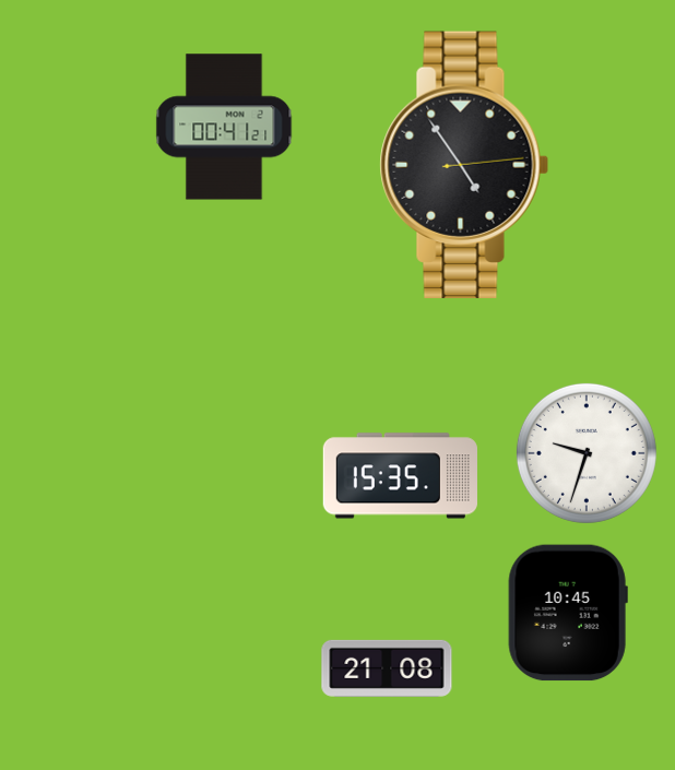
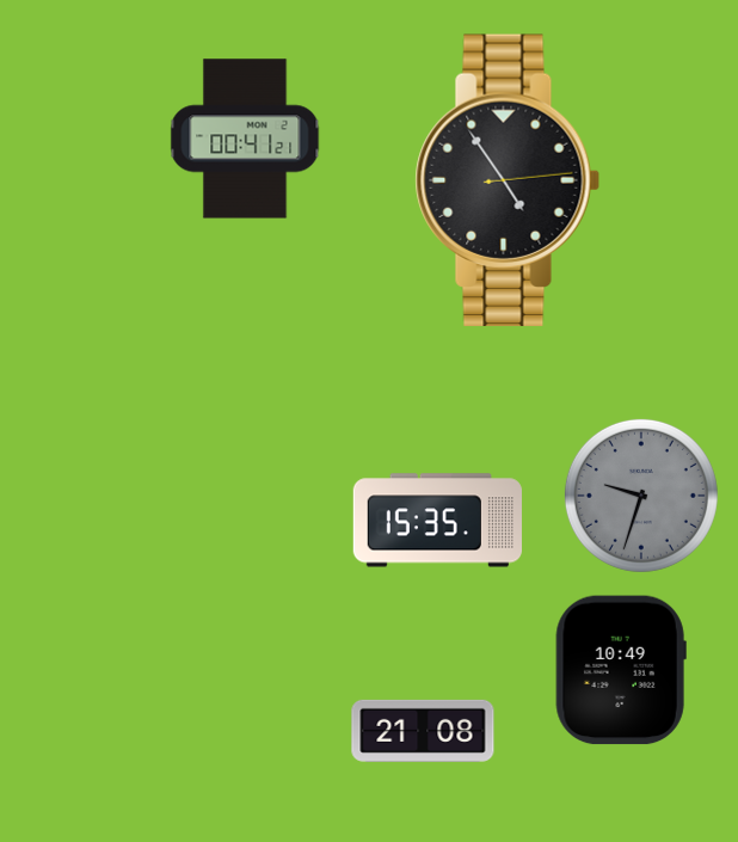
clock at (587, 453) dial: white -> grey
clock at (568, 613): 10:45 -> 10:49
